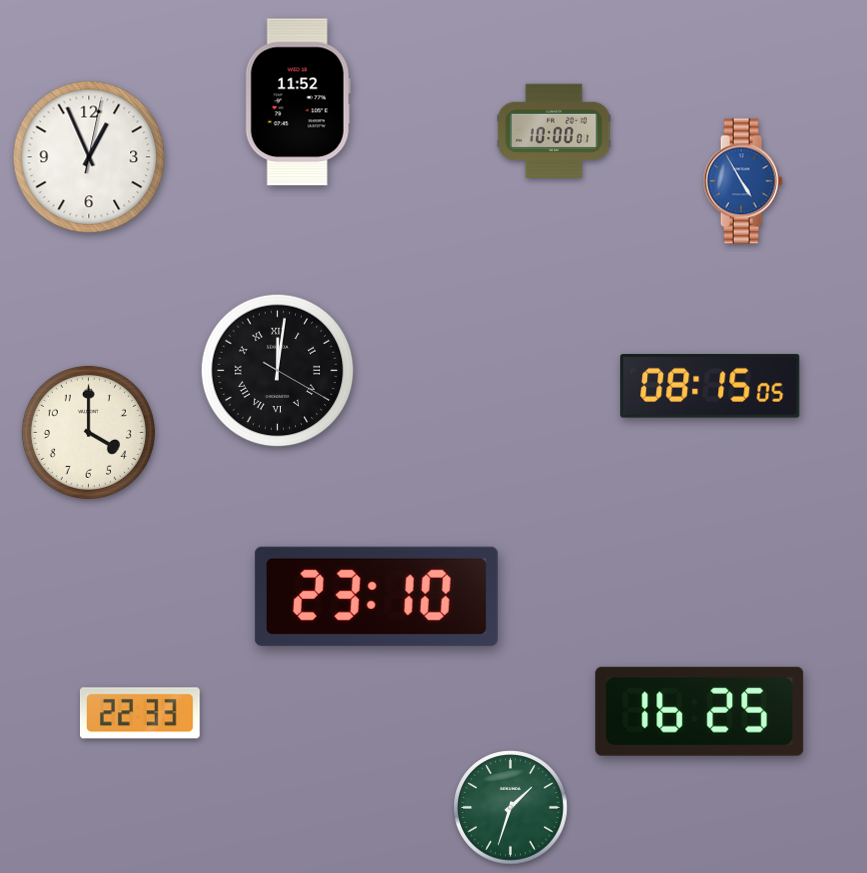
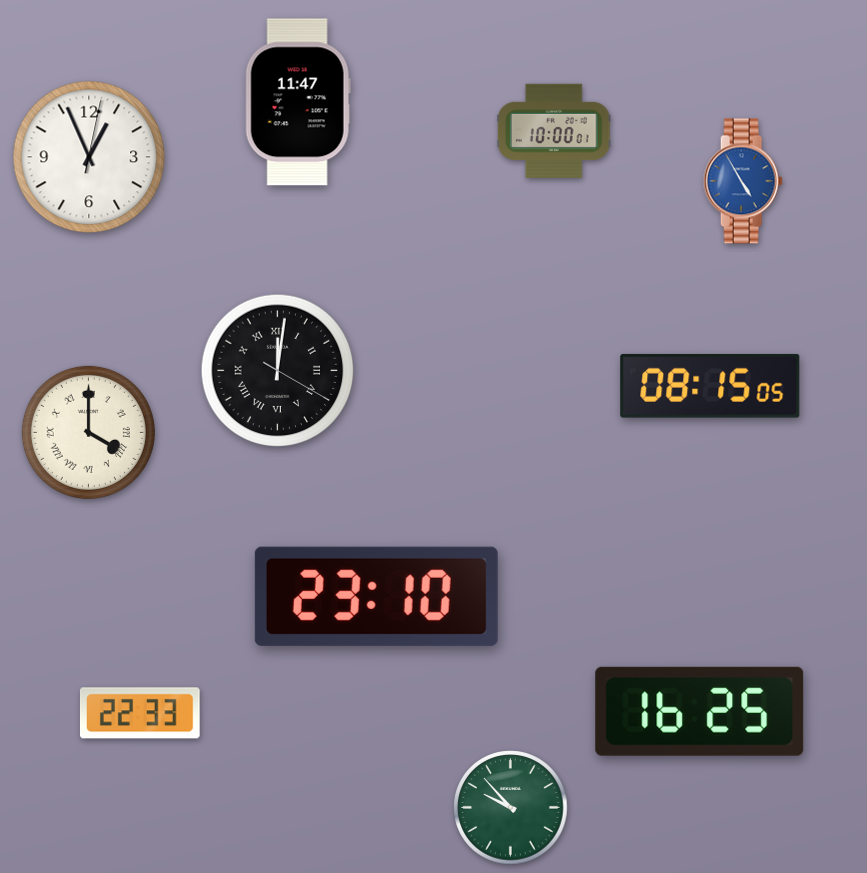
clock at (298, 102): 11:52 -> 11:47
clock at (88, 432) numerals: Arabic -> Roman
clock at (511, 808): 1:33 -> 9:53
